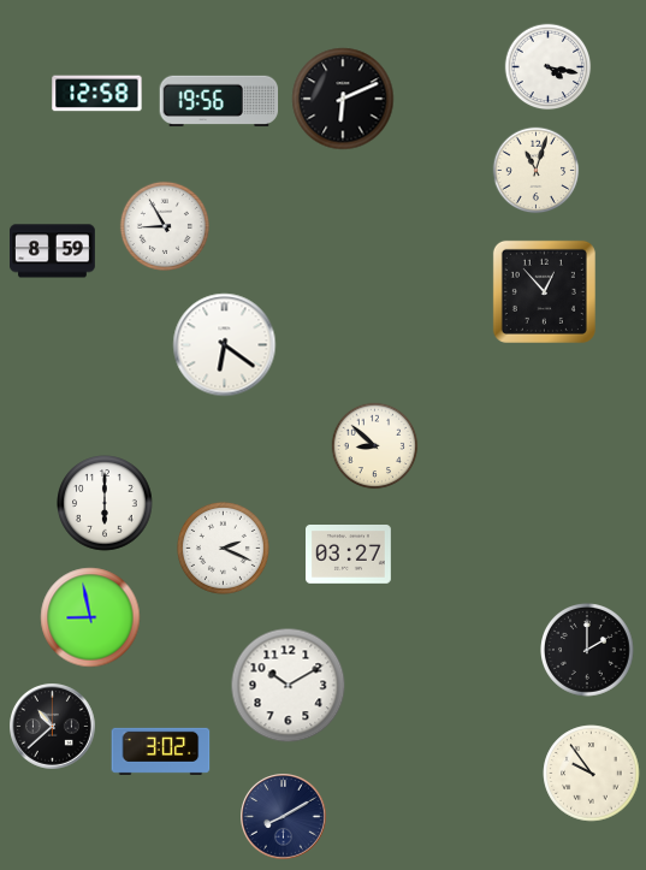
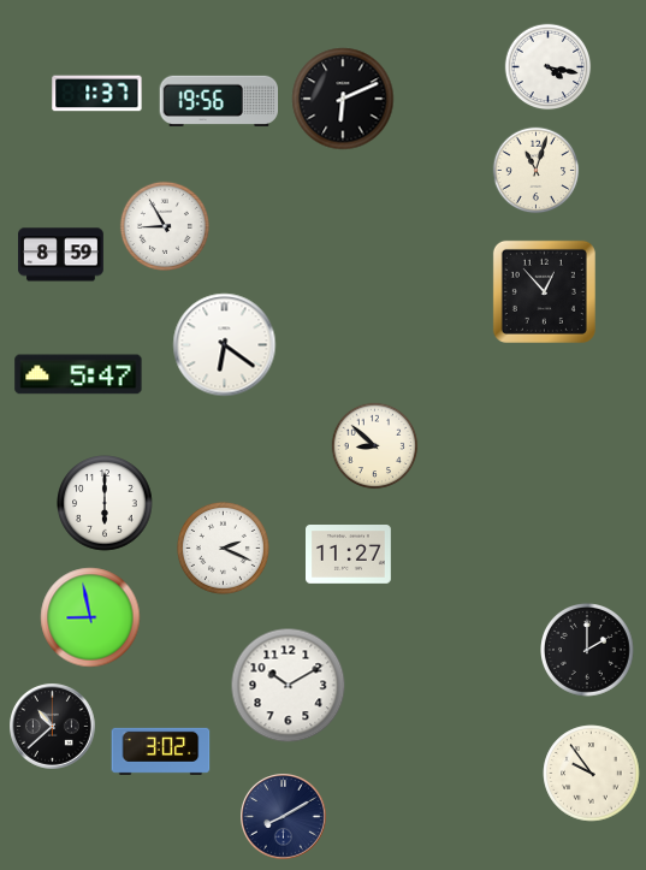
clock at (97, 94): 12:58 -> 1:37
clock at (53, 251) position: (53, 251) -> (61, 255)
clock at (78, 374): none -> 5:47
clock at (349, 555): 03:27 -> 11:27
